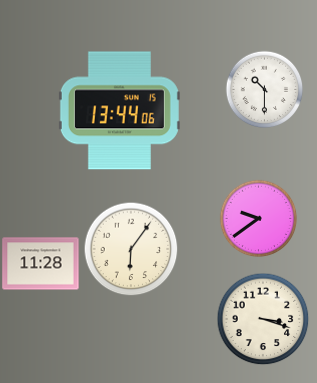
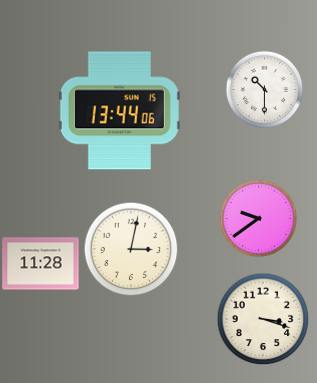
clock at (131, 249): 6:06 -> 3:02
